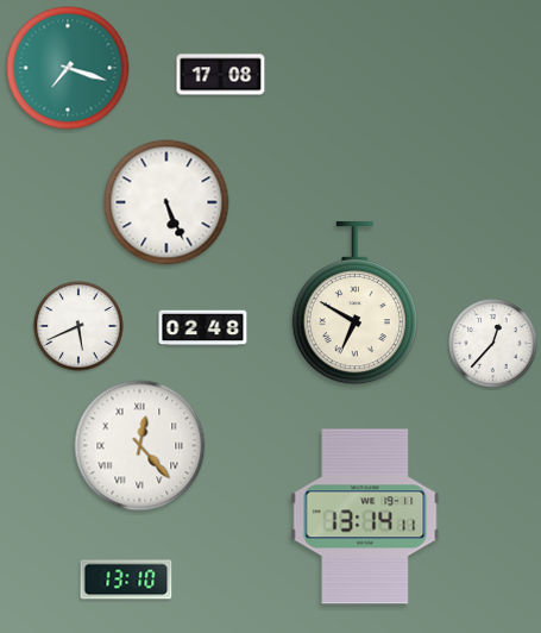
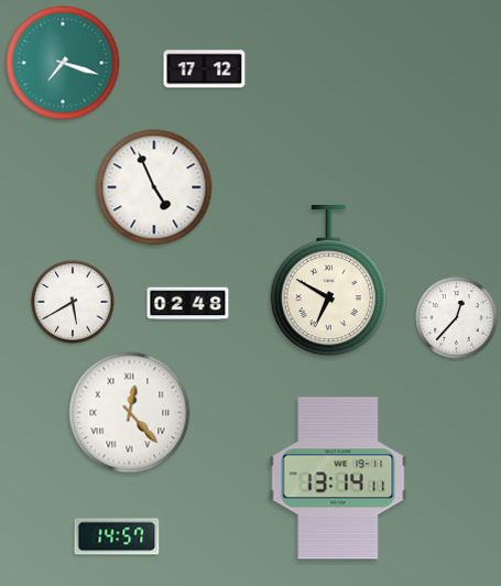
clock at (221, 75): 17:08 -> 17:12
clock at (166, 202): 5:26 -> 4:56
clock at (78, 326): 5:41 -> 5:40
clock at (126, 579): 13:10 -> 14:57
